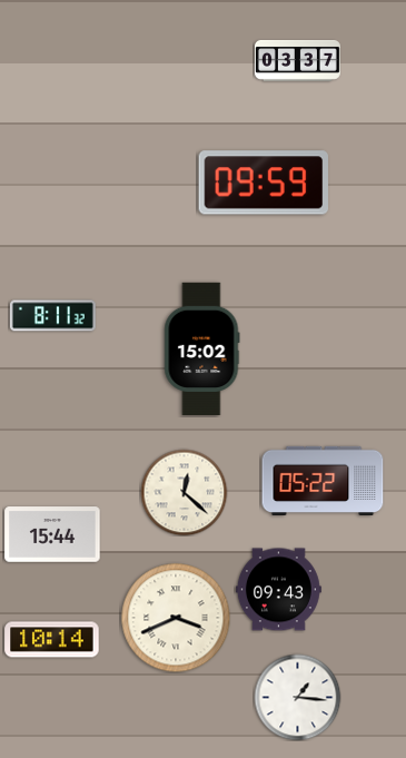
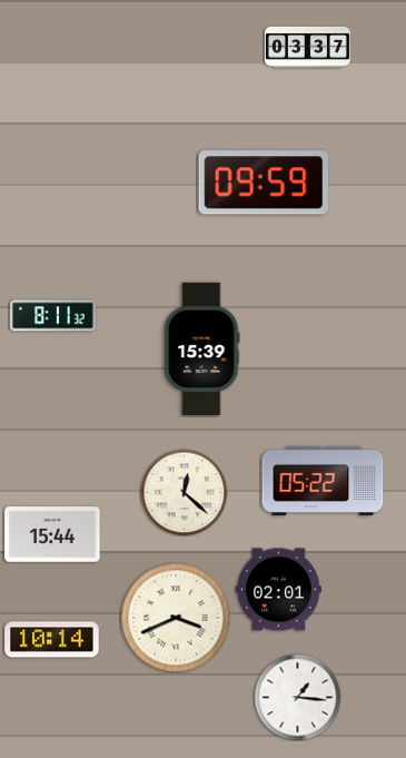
clock at (297, 60) position: (297, 60) -> (307, 47)
clock at (202, 350): 15:02 -> 15:39
clock at (278, 590): 09:43 -> 02:01
